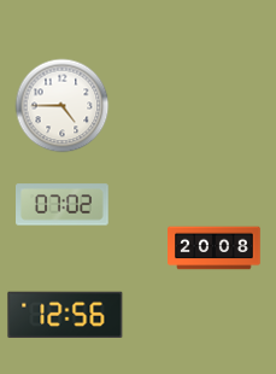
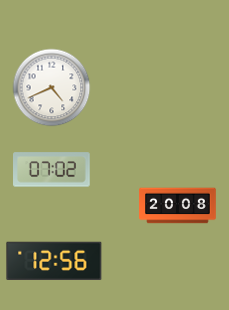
clock at (61, 105): 4:45 -> 4:41
